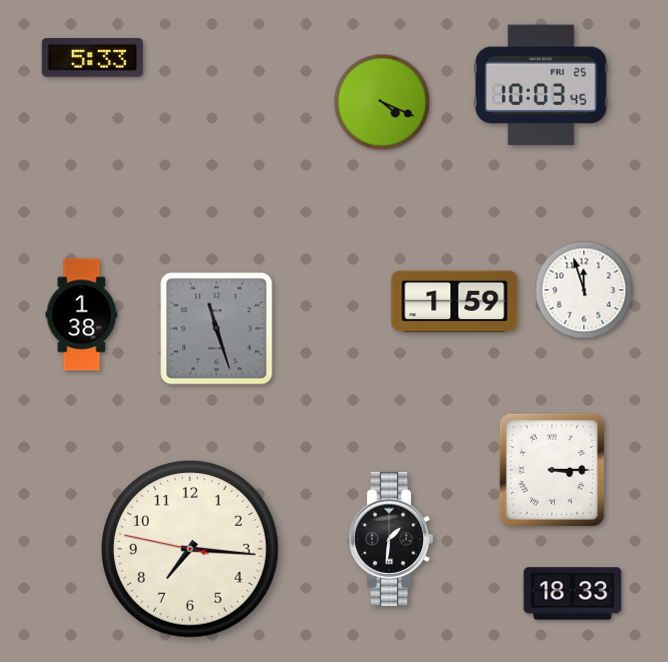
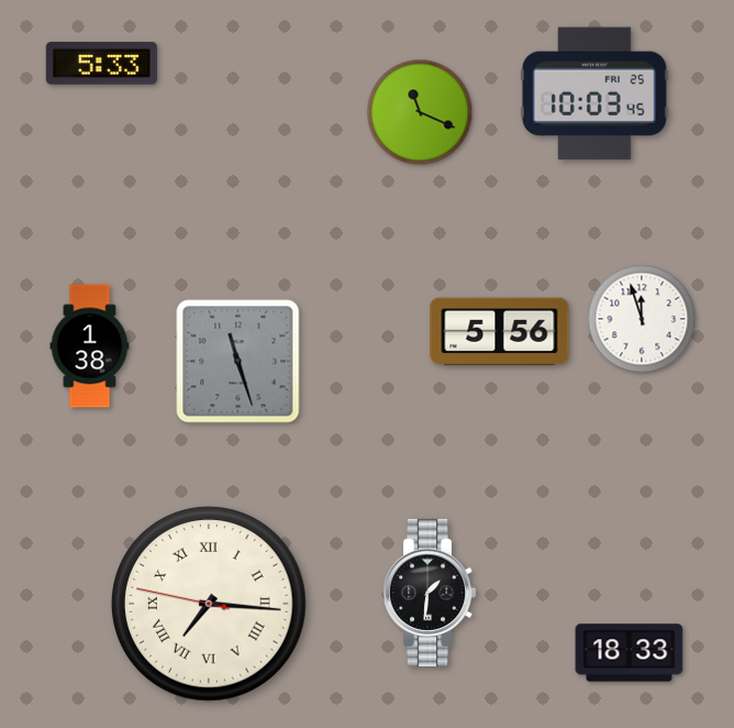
clock at (382, 102): 4:19 -> 11:19
clock at (455, 302): 1:59 -> 5:56
clock at (552, 470): 3:15 -> none
clock at (191, 550) numerals: Arabic -> Roman
